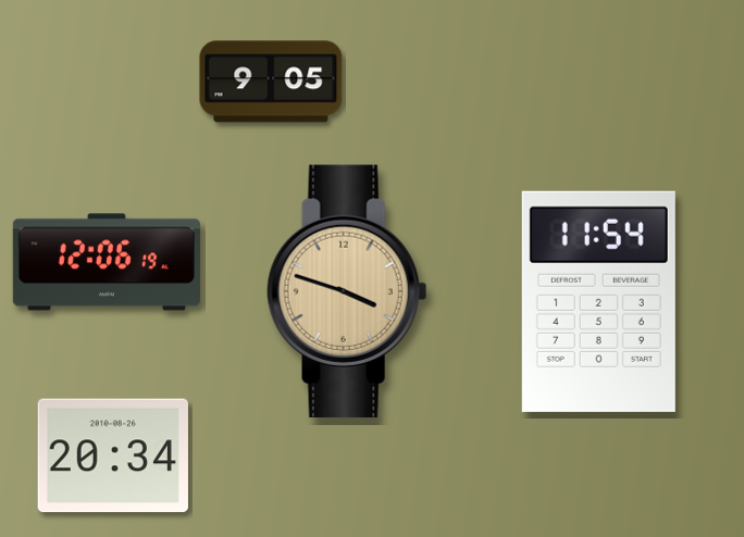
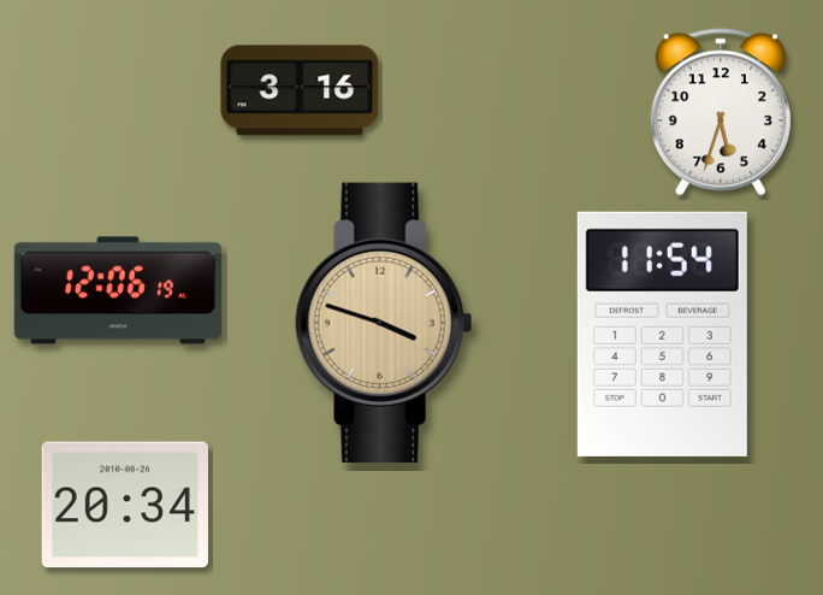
clock at (271, 82): 9:05 -> 3:16
clock at (721, 112): none -> 5:33
